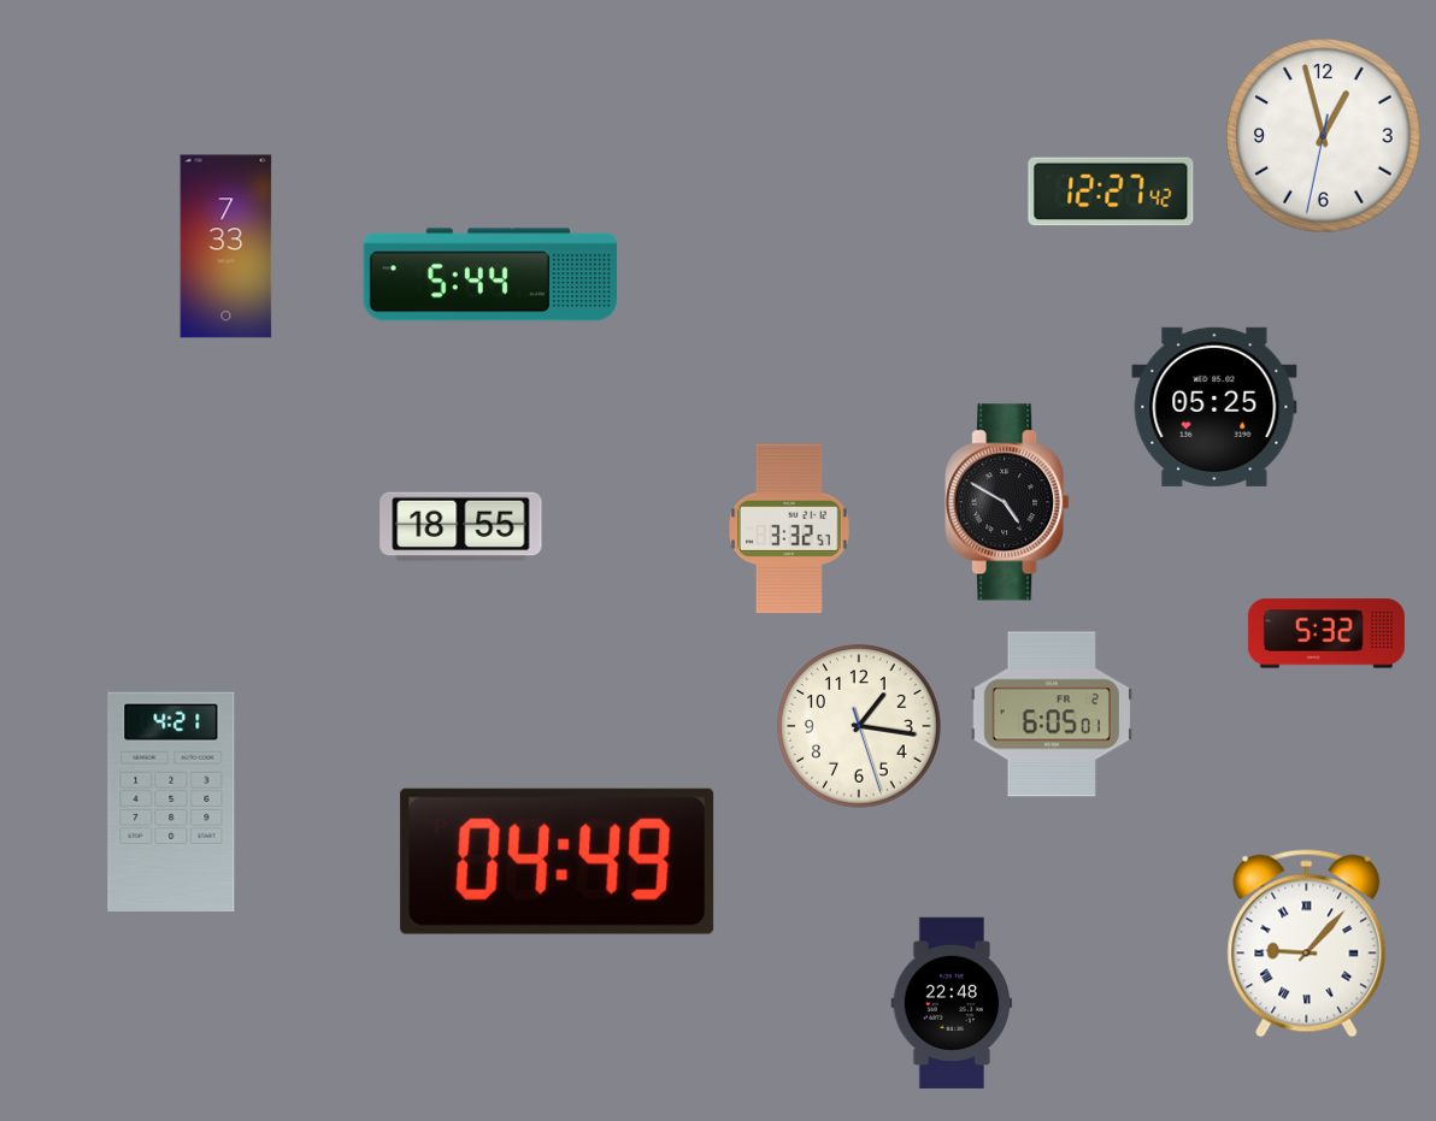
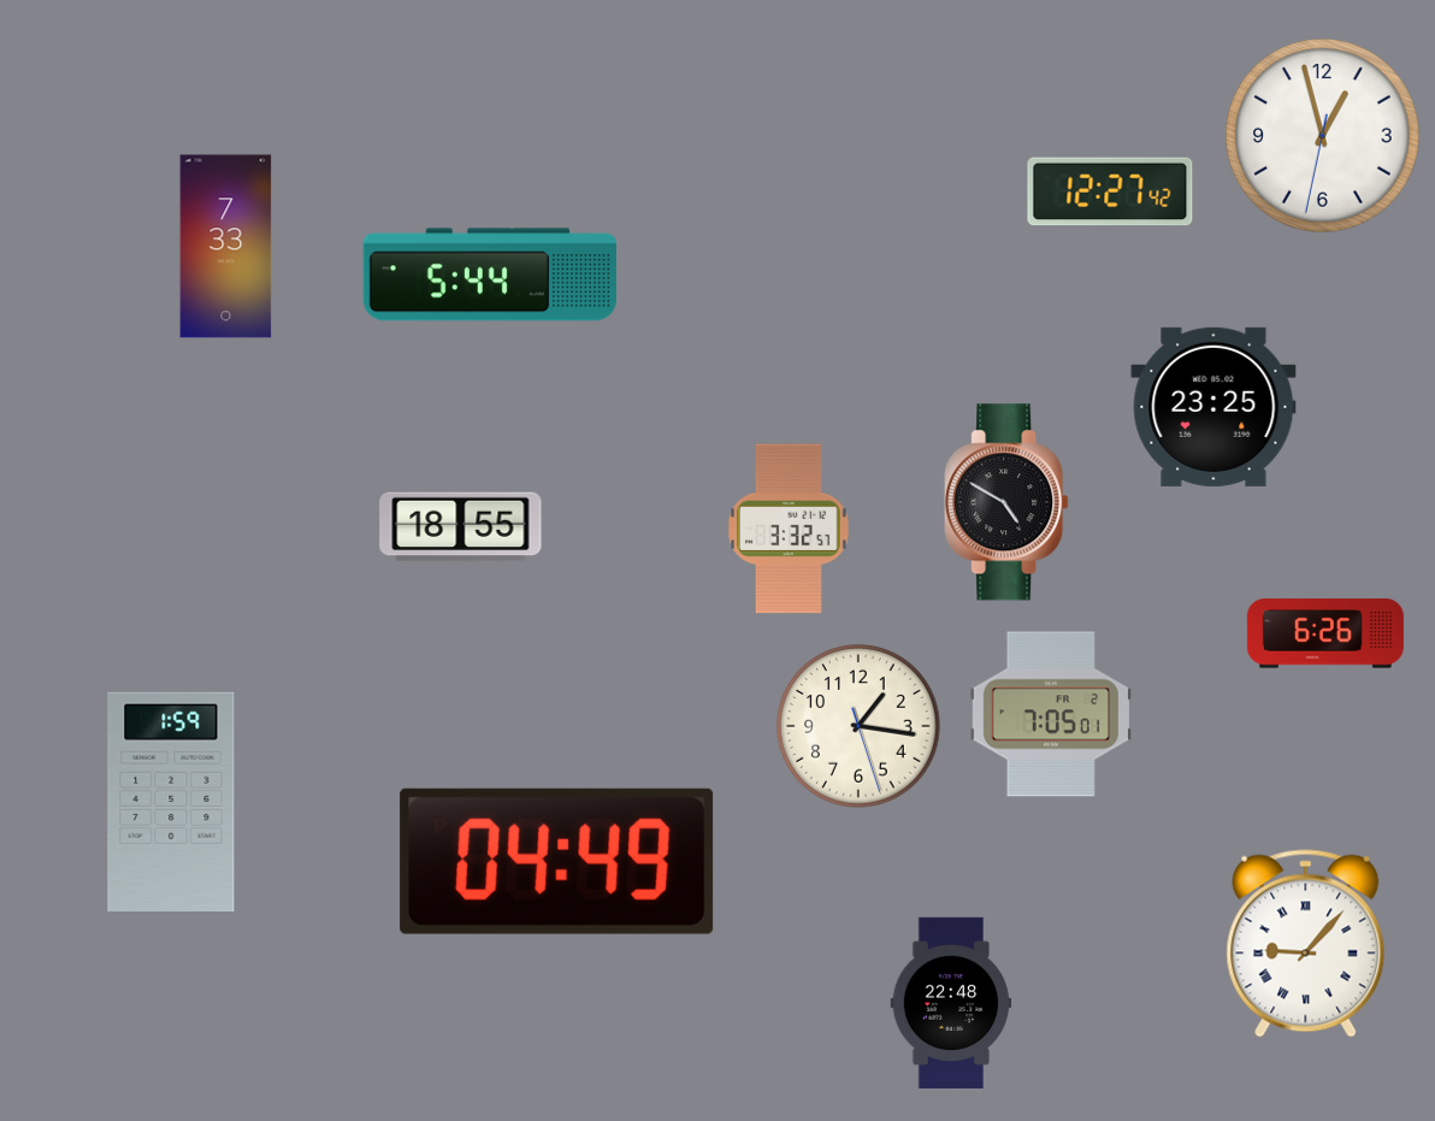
clock at (1214, 407): 05:25 -> 23:25
clock at (1326, 633): 5:32 -> 6:26
clock at (1052, 714): 6:05 -> 7:05
clock at (171, 801): 4:21 -> 1:59
